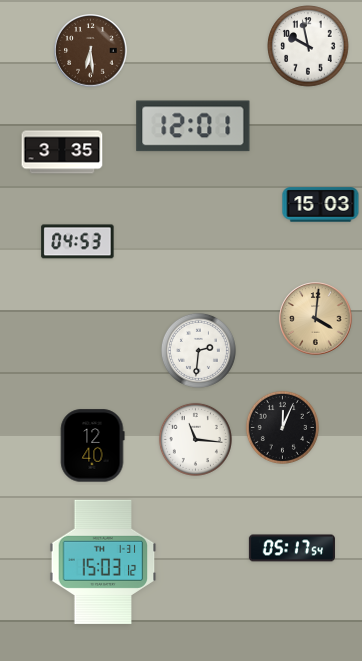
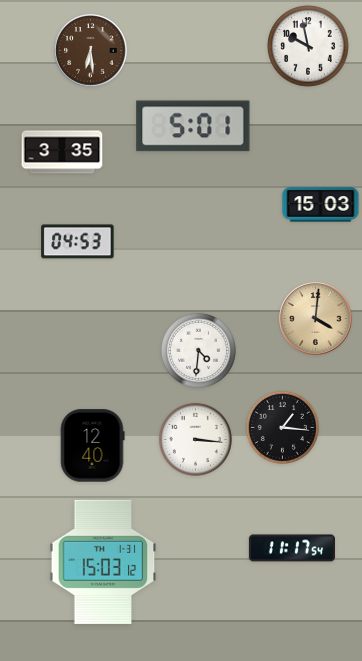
clock at (193, 126): 12:01 -> 5:01
clock at (198, 350): 2:31 -> 4:31
clock at (282, 427): 12:04 -> 1:16
clock at (195, 439): 11:16 -> 3:16
clock at (292, 548): 05:17 -> 11:17
